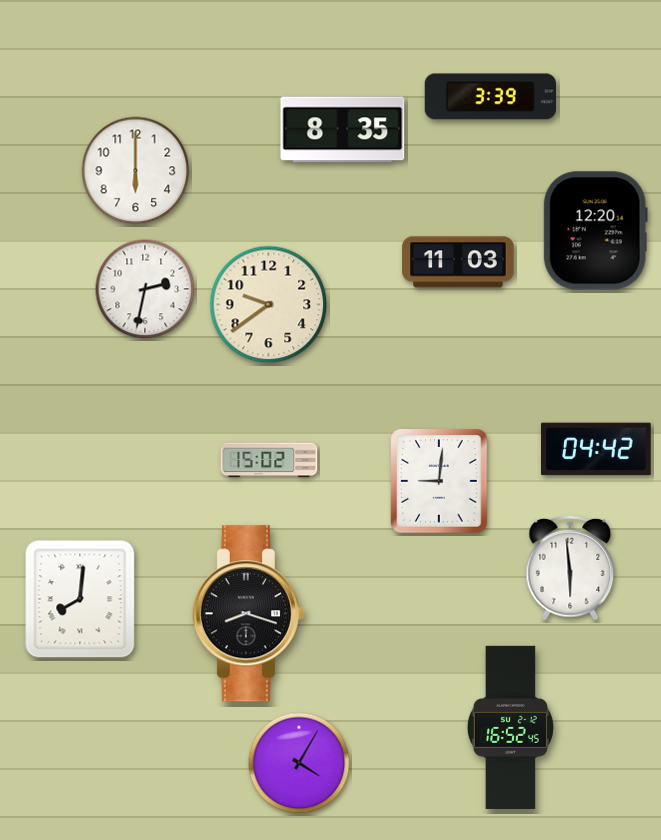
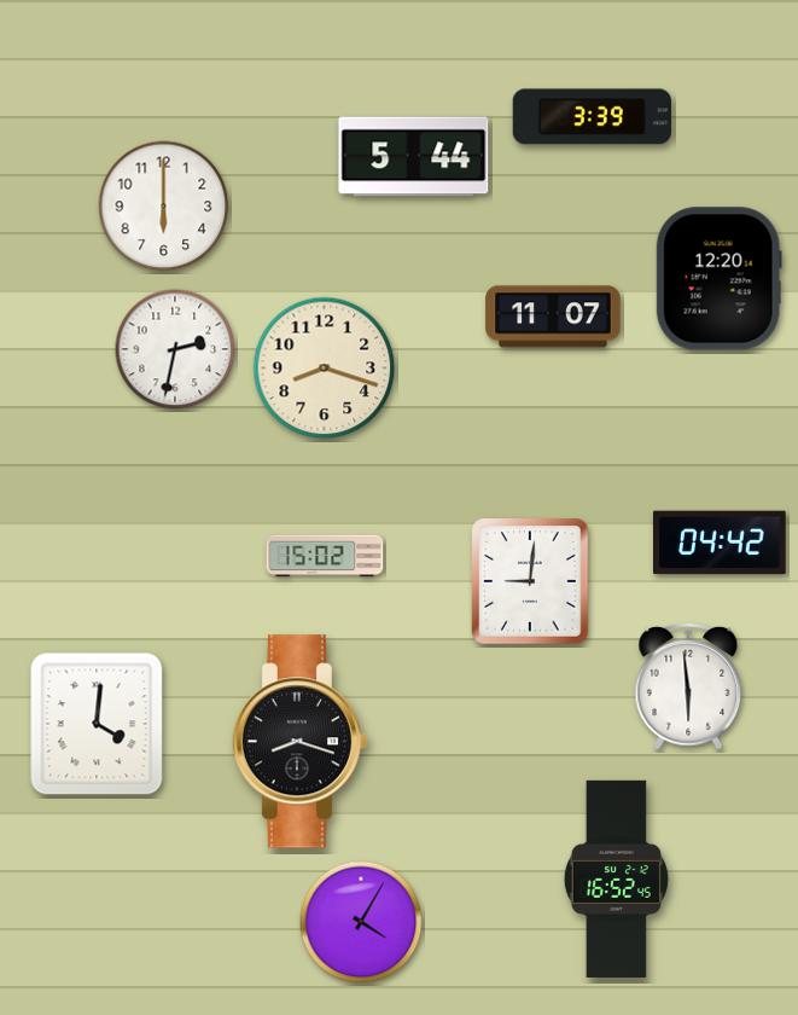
clock at (343, 130): 8:35 -> 5:44
clock at (458, 262): 11:03 -> 11:07
clock at (269, 305): 9:39 -> 8:18
clock at (80, 599): 8:01 -> 4:01
